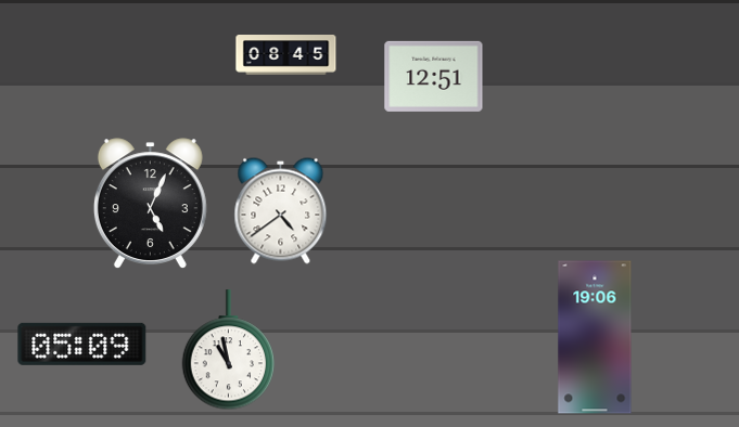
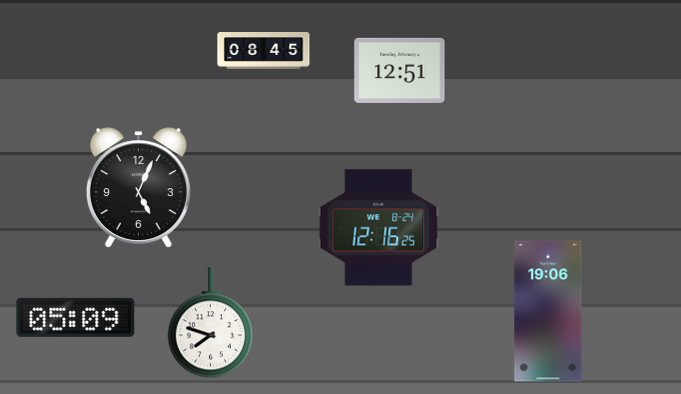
clock at (281, 211): 4:39 -> none
clock at (379, 228): none -> 12:16
clock at (229, 350): 10:58 -> 7:48
